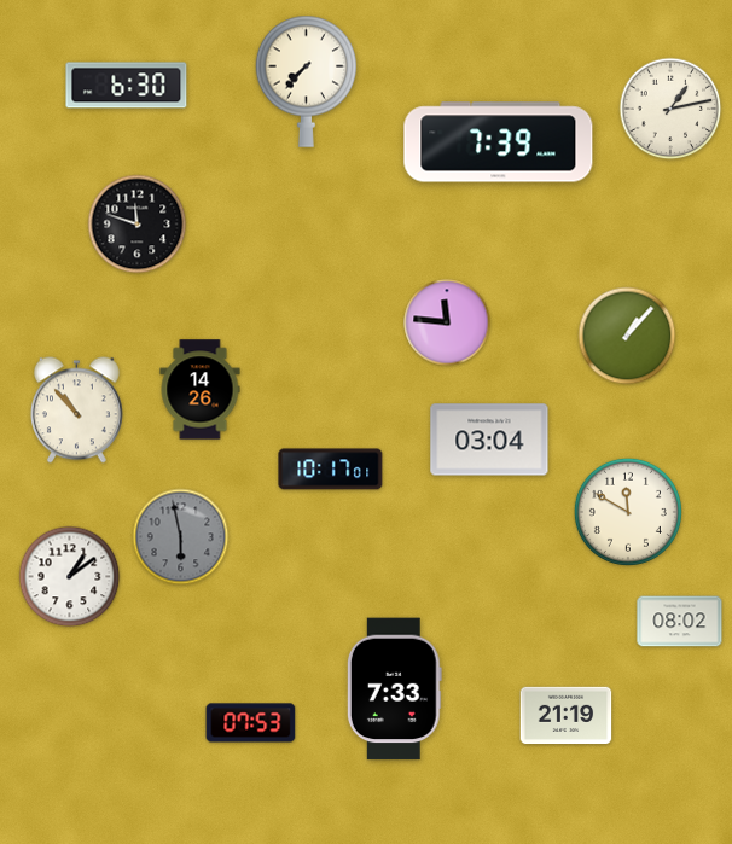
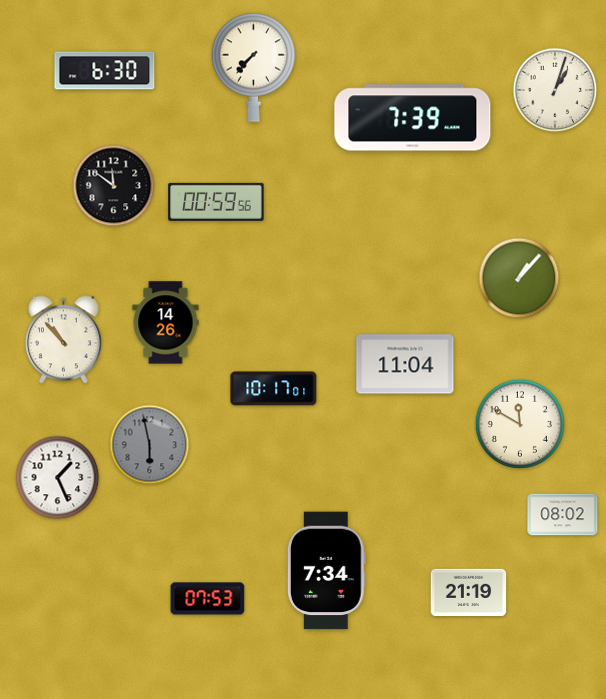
clock at (670, 109): 1:13 -> 1:03
clock at (138, 225): 11:48 -> 11:51
clock at (216, 202): none -> 00:59
clock at (447, 322): 11:46 -> none
clock at (489, 440): 03:04 -> 11:04
clock at (70, 577): 1:09 -> 1:26
clock at (394, 689): 7:33 -> 7:34
